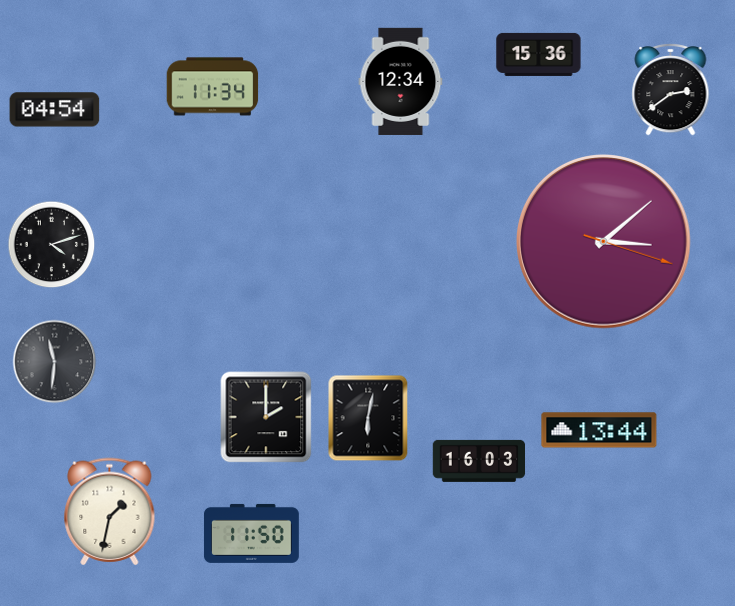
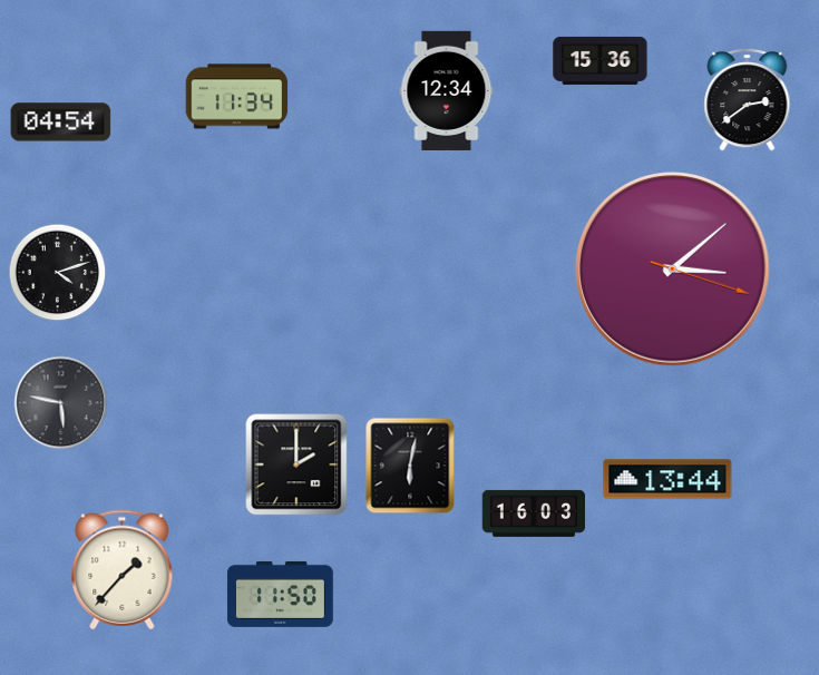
clock at (55, 362): 11:31 -> 5:47
clock at (110, 512): 1:32 -> 1:37
